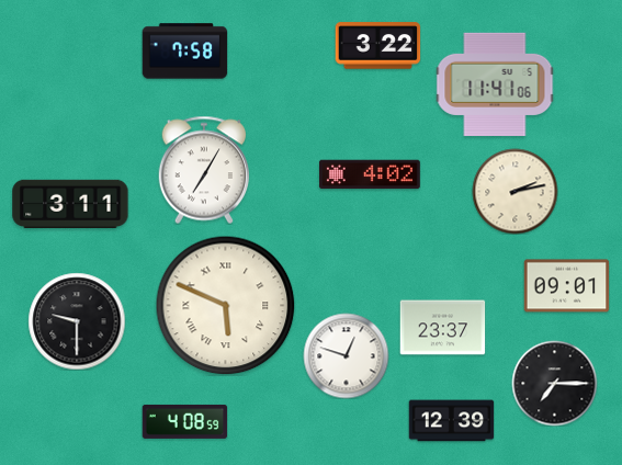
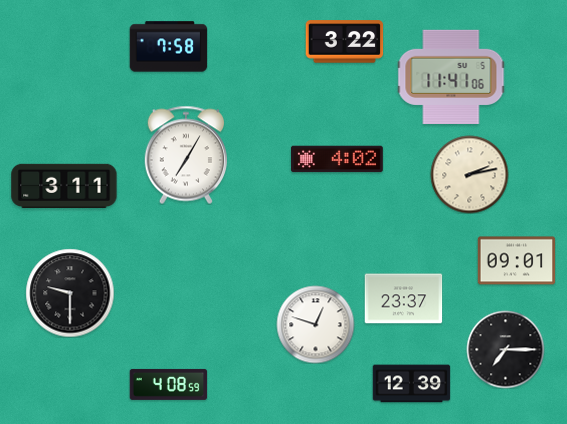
clock at (225, 305): 5:49 -> none
